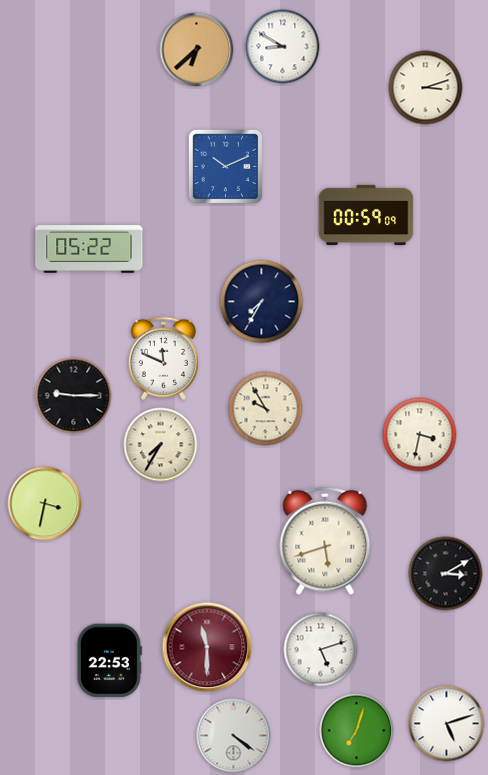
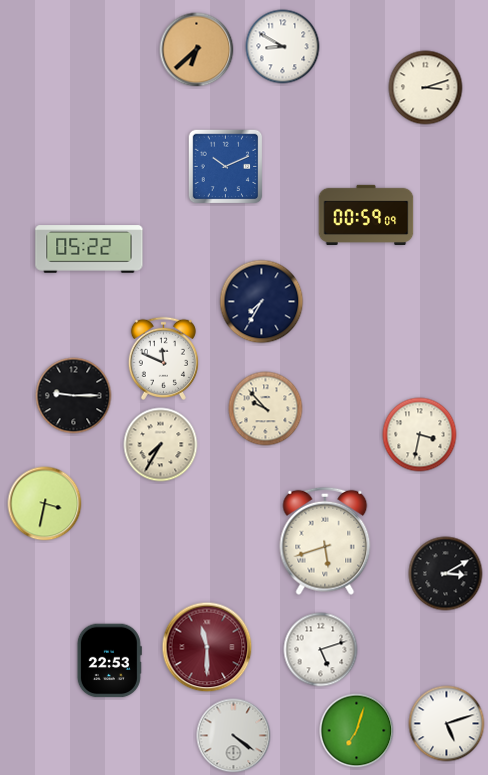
clock at (266, 409): 9:55 -> 9:53
